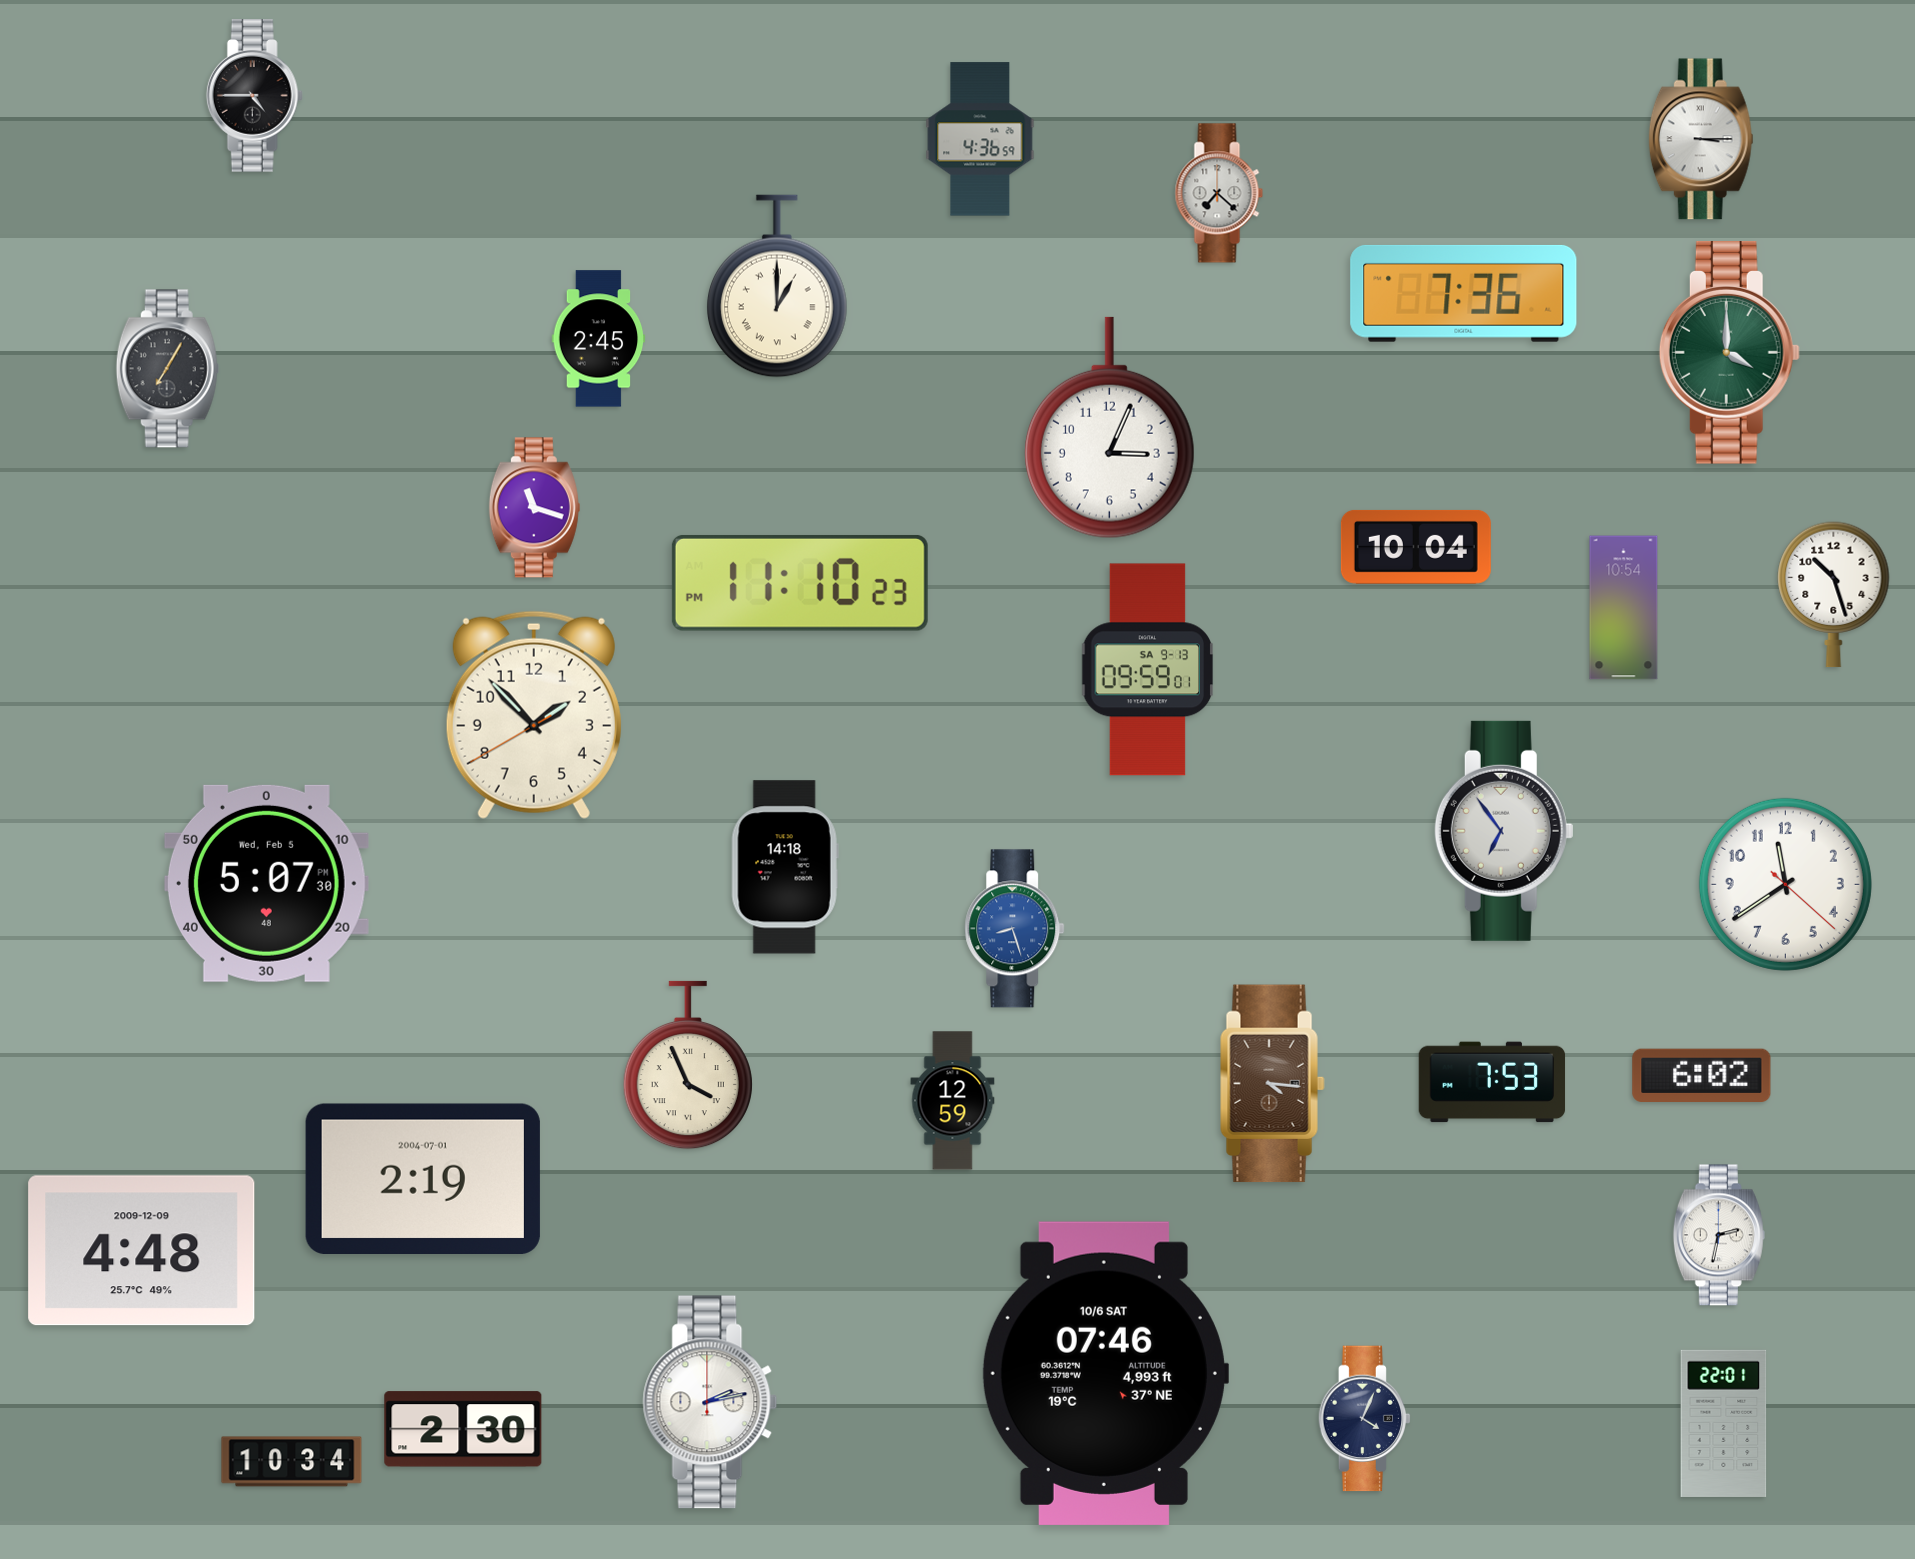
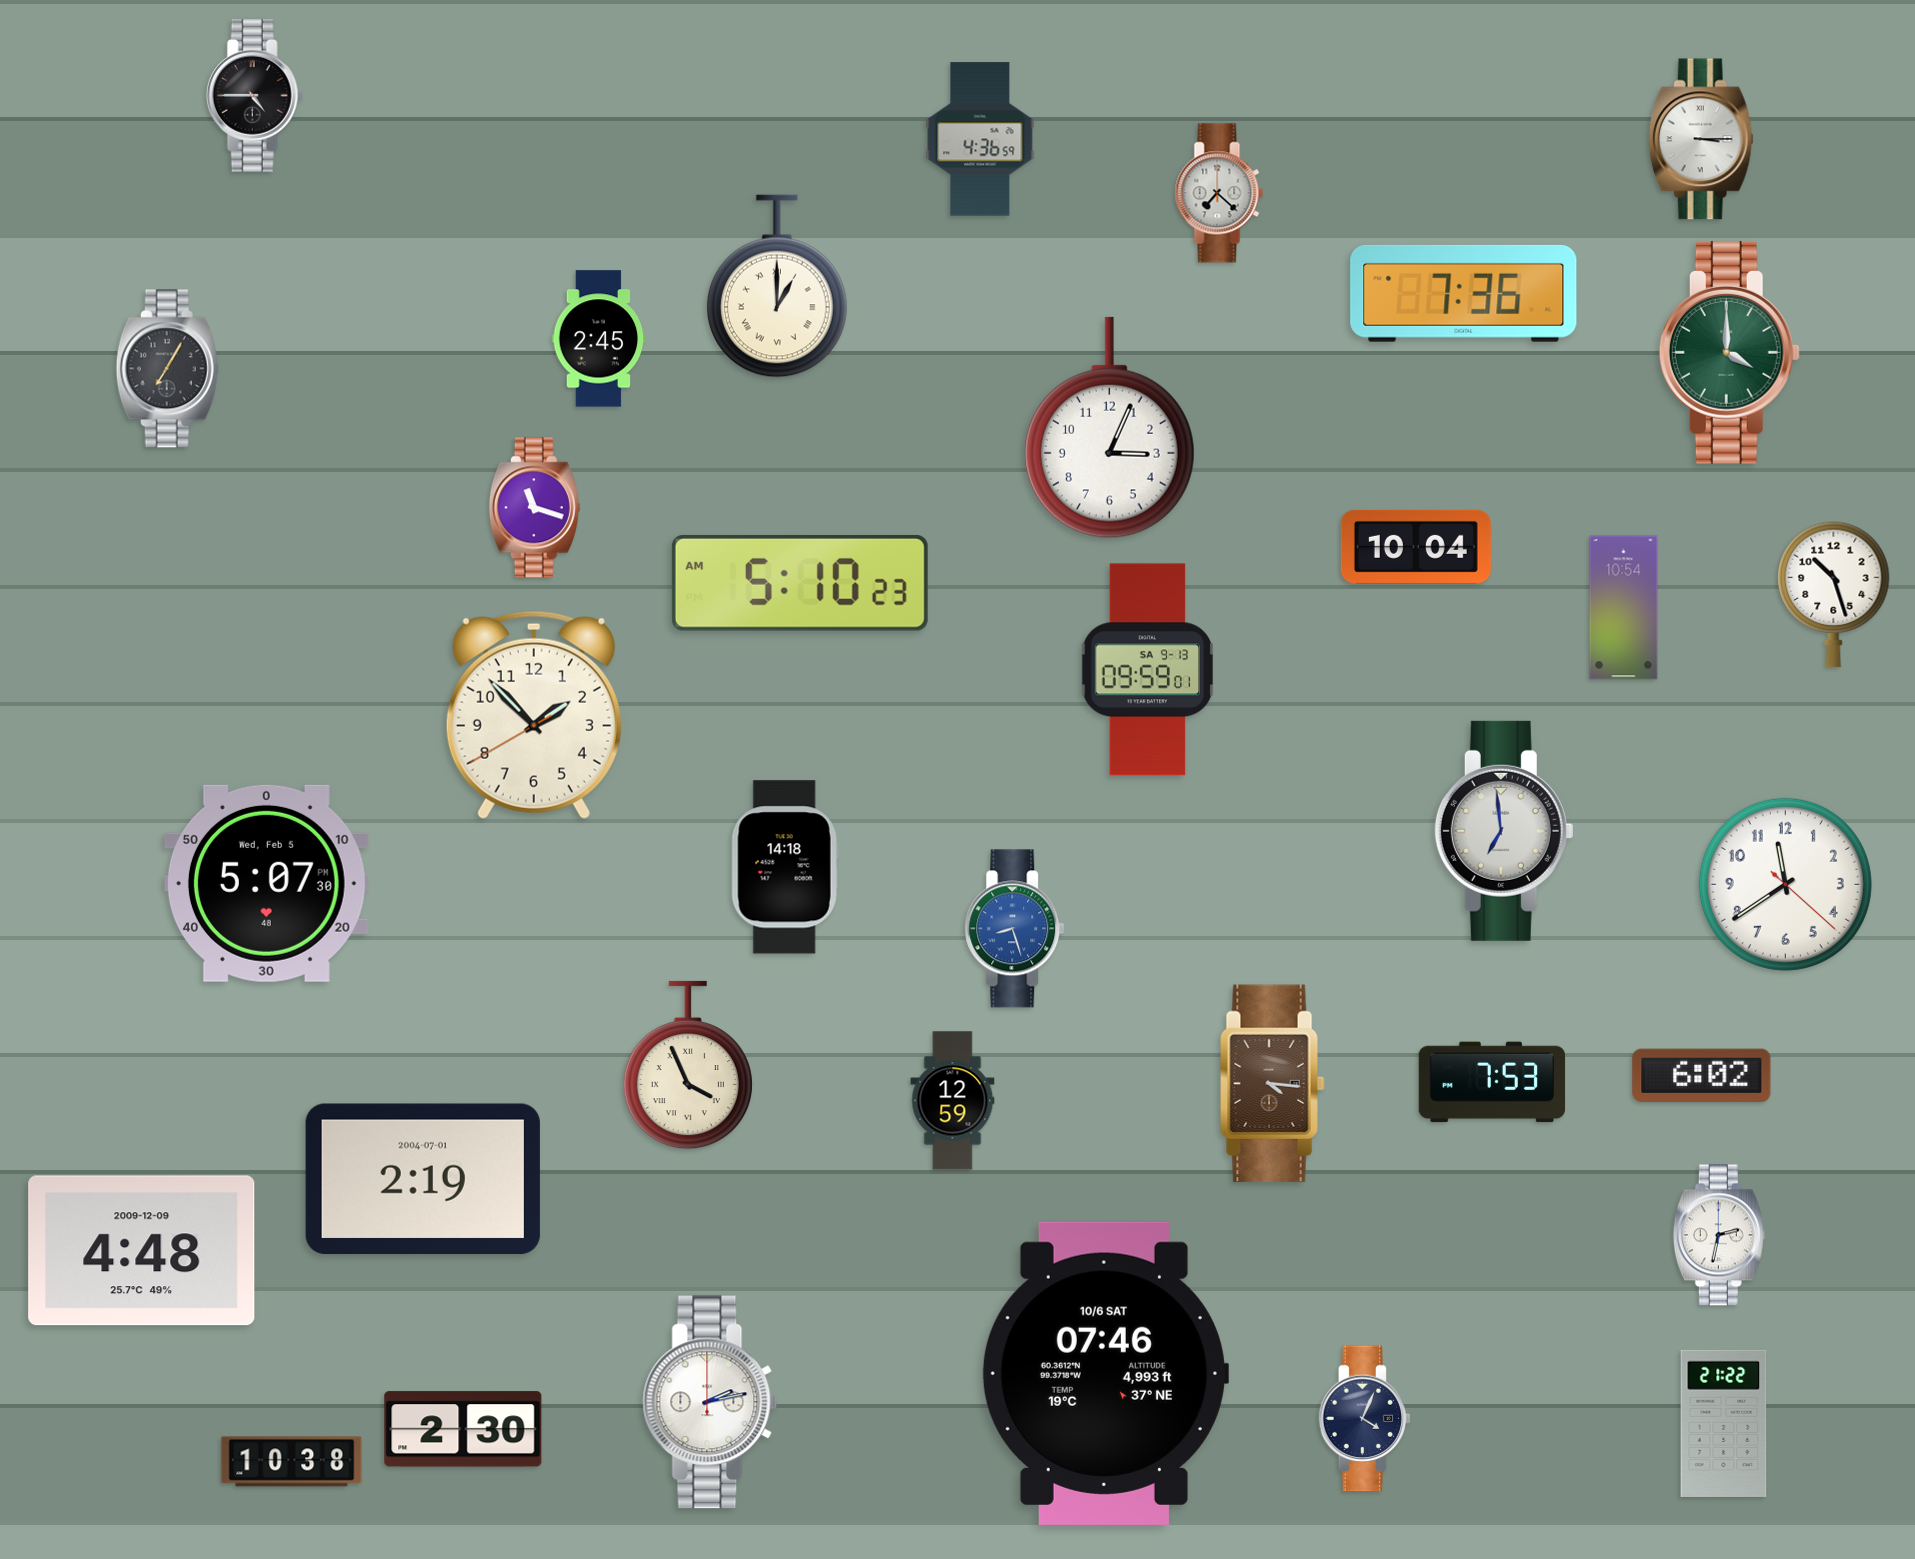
clock at (800, 583): 11:10 -> 5:10
clock at (1504, 831): 6:54 -> 6:59
clock at (1724, 1423): 22:01 -> 21:22
clock at (292, 1462): 10:34 -> 10:38
